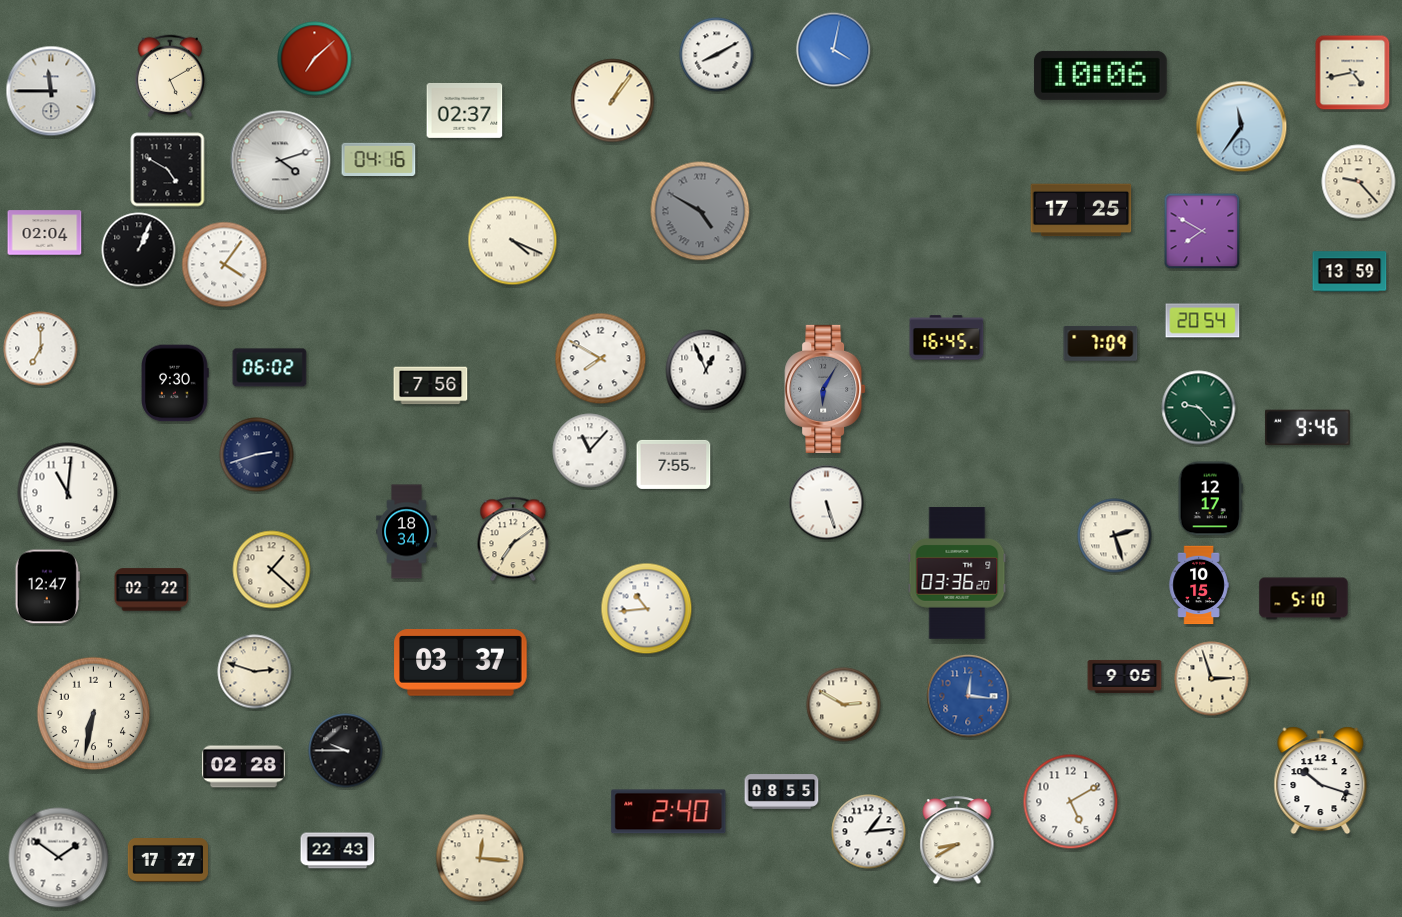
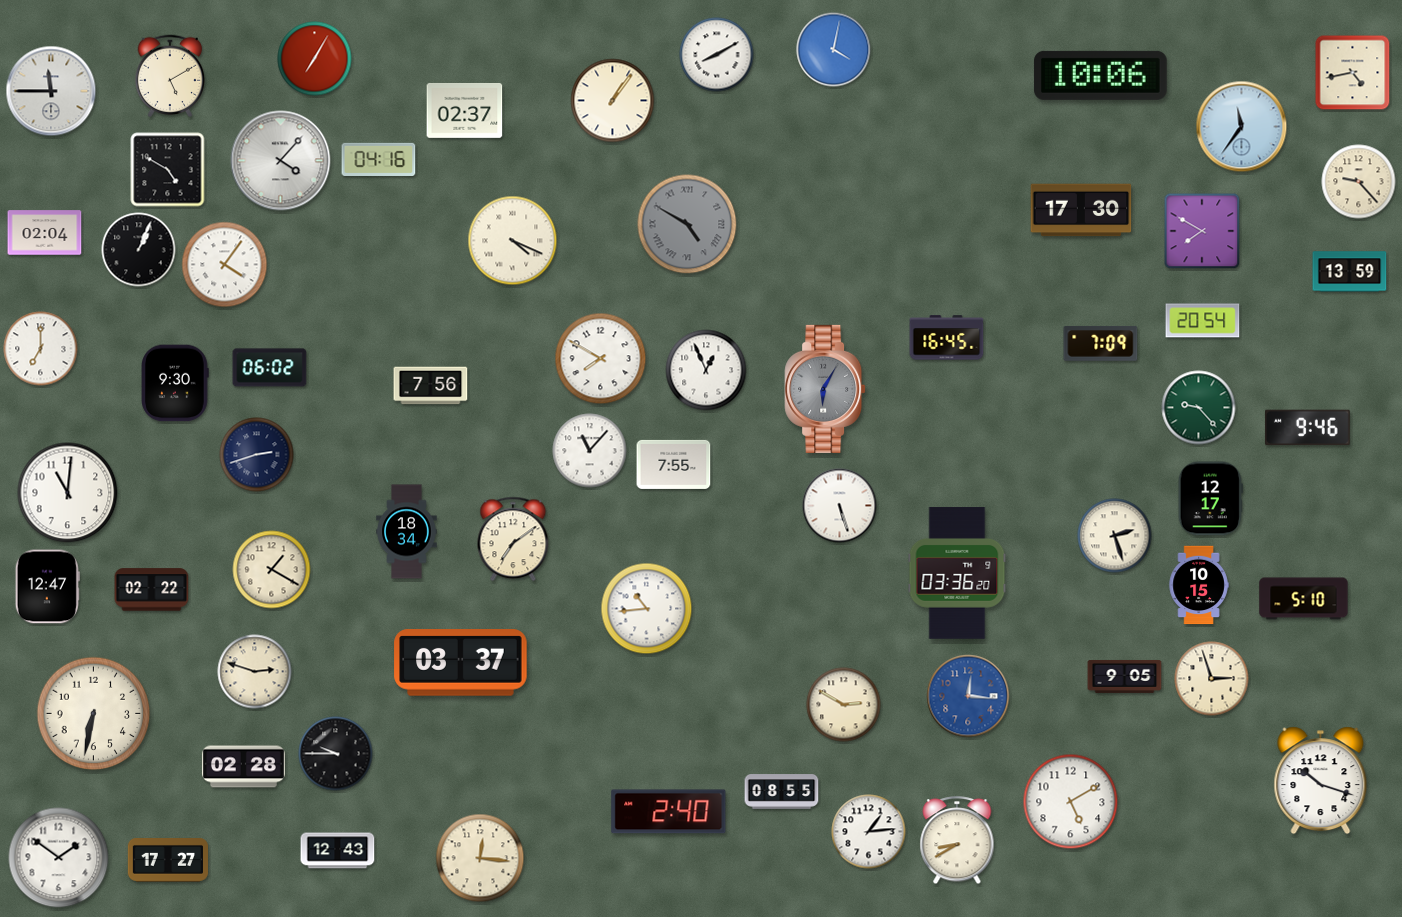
clock at (315, 59): 7:08 -> 7:05
clock at (281, 161): 4:12 -> 4:07
clock at (1081, 210): 17:25 -> 17:30
clock at (700, 211) position: (700, 211) -> (687, 224)
clock at (827, 503) position: (827, 503) -> (840, 506)
clock at (272, 570): 1:22 -> 1:20
clock at (346, 751) position: (346, 751) -> (336, 754)
clock at (338, 851): 22:43 -> 12:43
